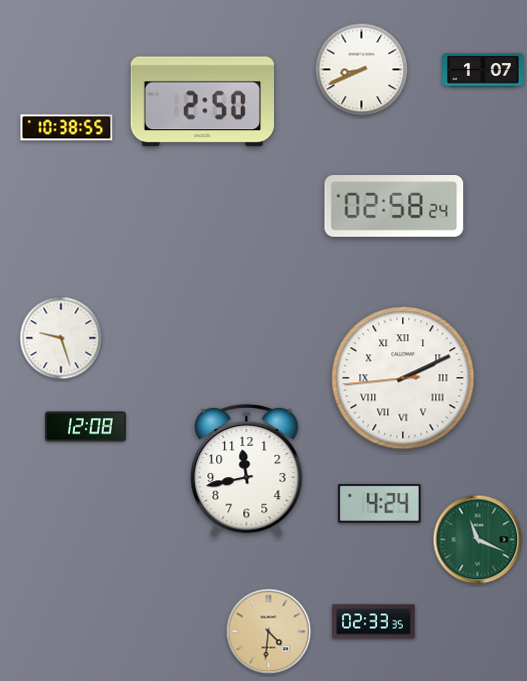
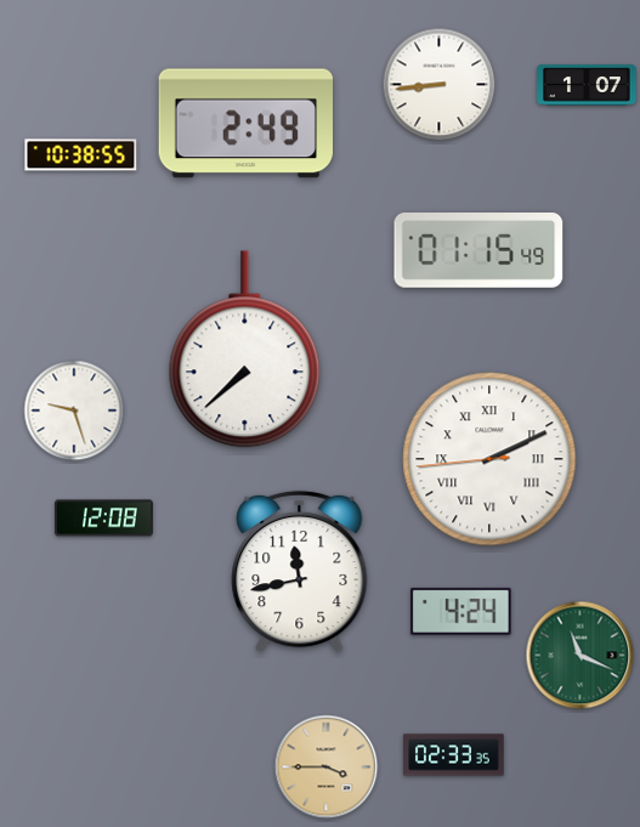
clock at (362, 70): 8:41 -> 8:44
clock at (202, 102): 2:50 -> 2:49
clock at (394, 207): 02:58 -> 01:15
clock at (245, 350): none -> 7:38
clock at (269, 632): 4:31 -> 3:45
